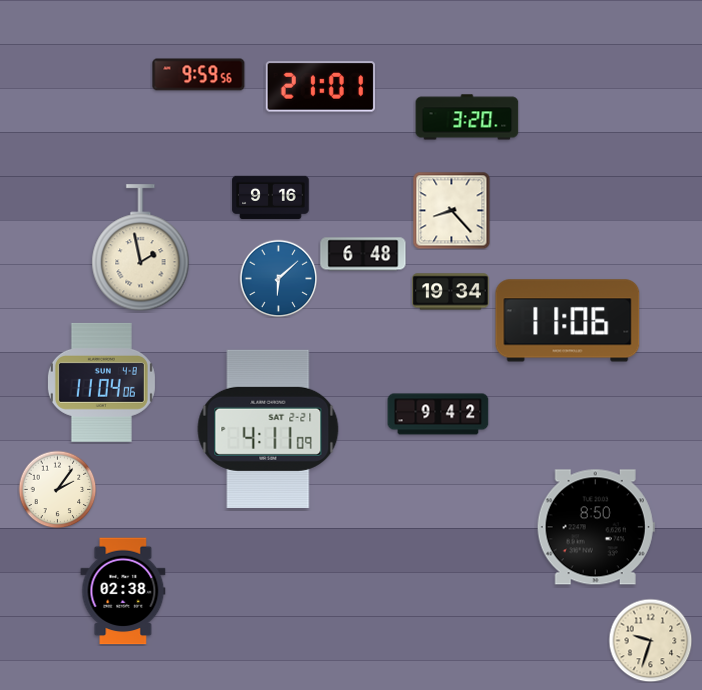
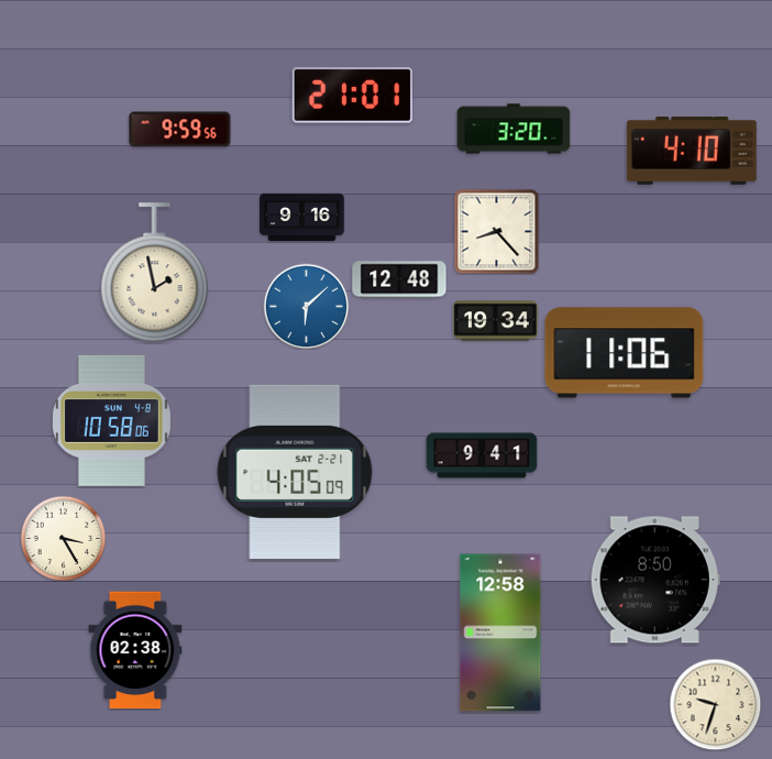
clock at (199, 75) position: (199, 75) -> (180, 130)
clock at (692, 152): none -> 4:10
clock at (271, 198) position: (271, 198) -> (302, 218)
clock at (363, 254): 6:48 -> 12:48
clock at (101, 382): 11:04 -> 10:58
clock at (438, 414): 9:42 -> 9:41
clock at (268, 429): 4:11 -> 4:05
clock at (57, 489): 2:06 -> 3:25
clock at (500, 632): none -> 12:58
